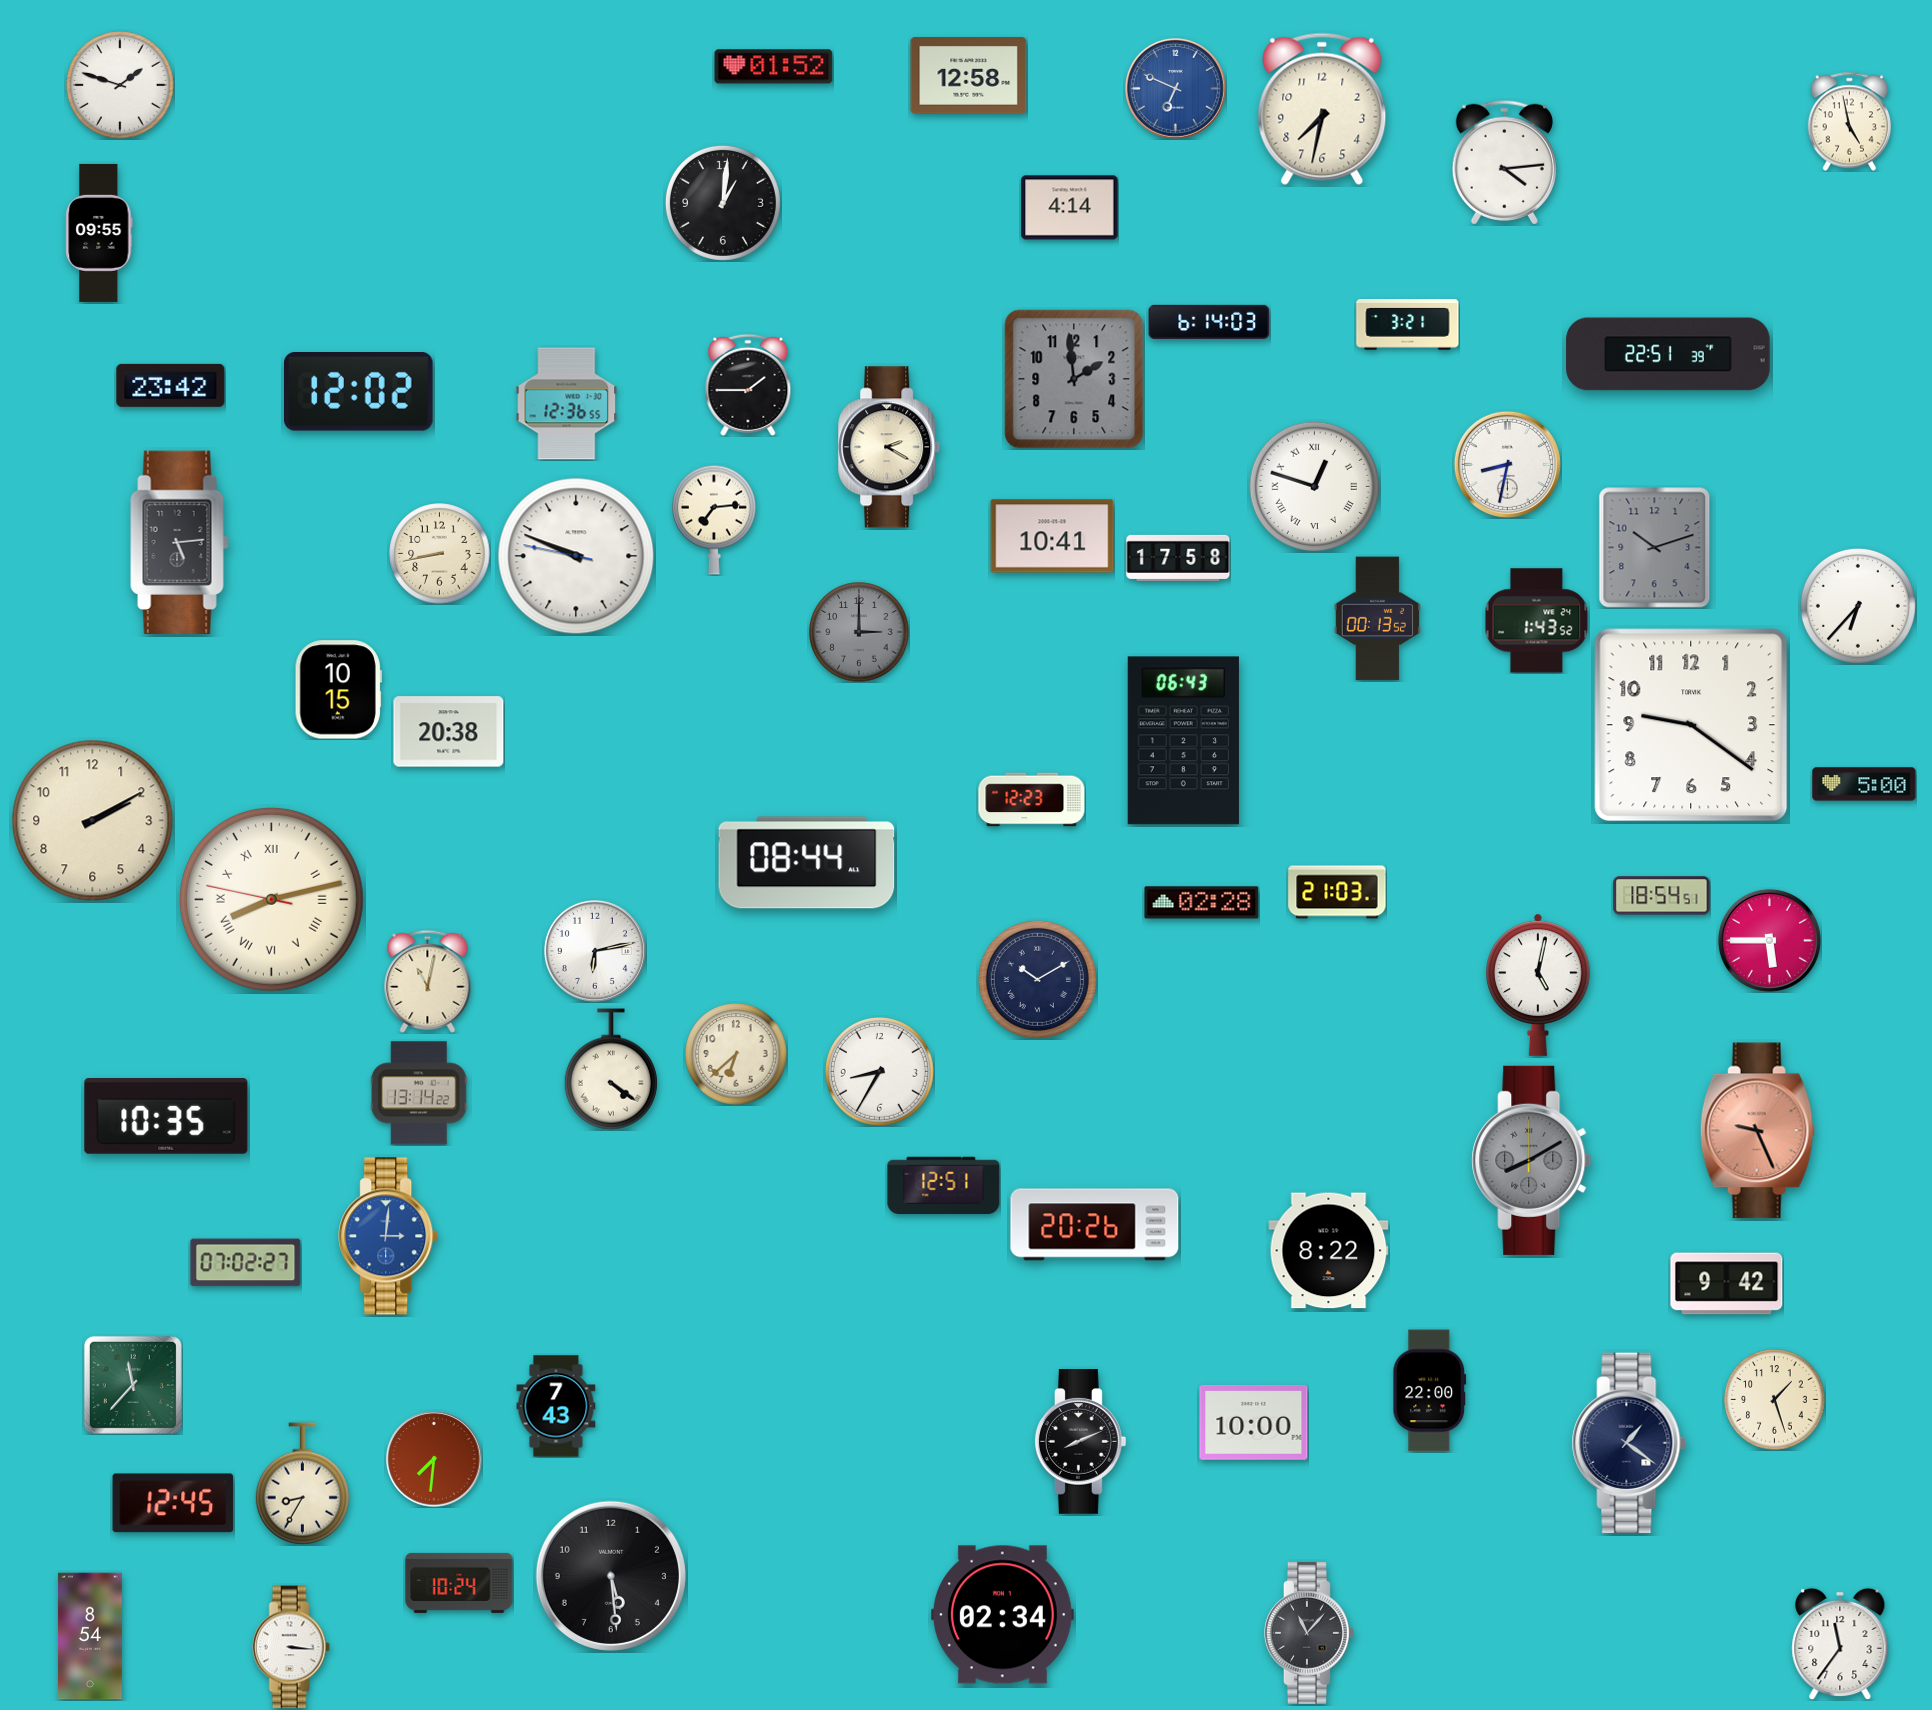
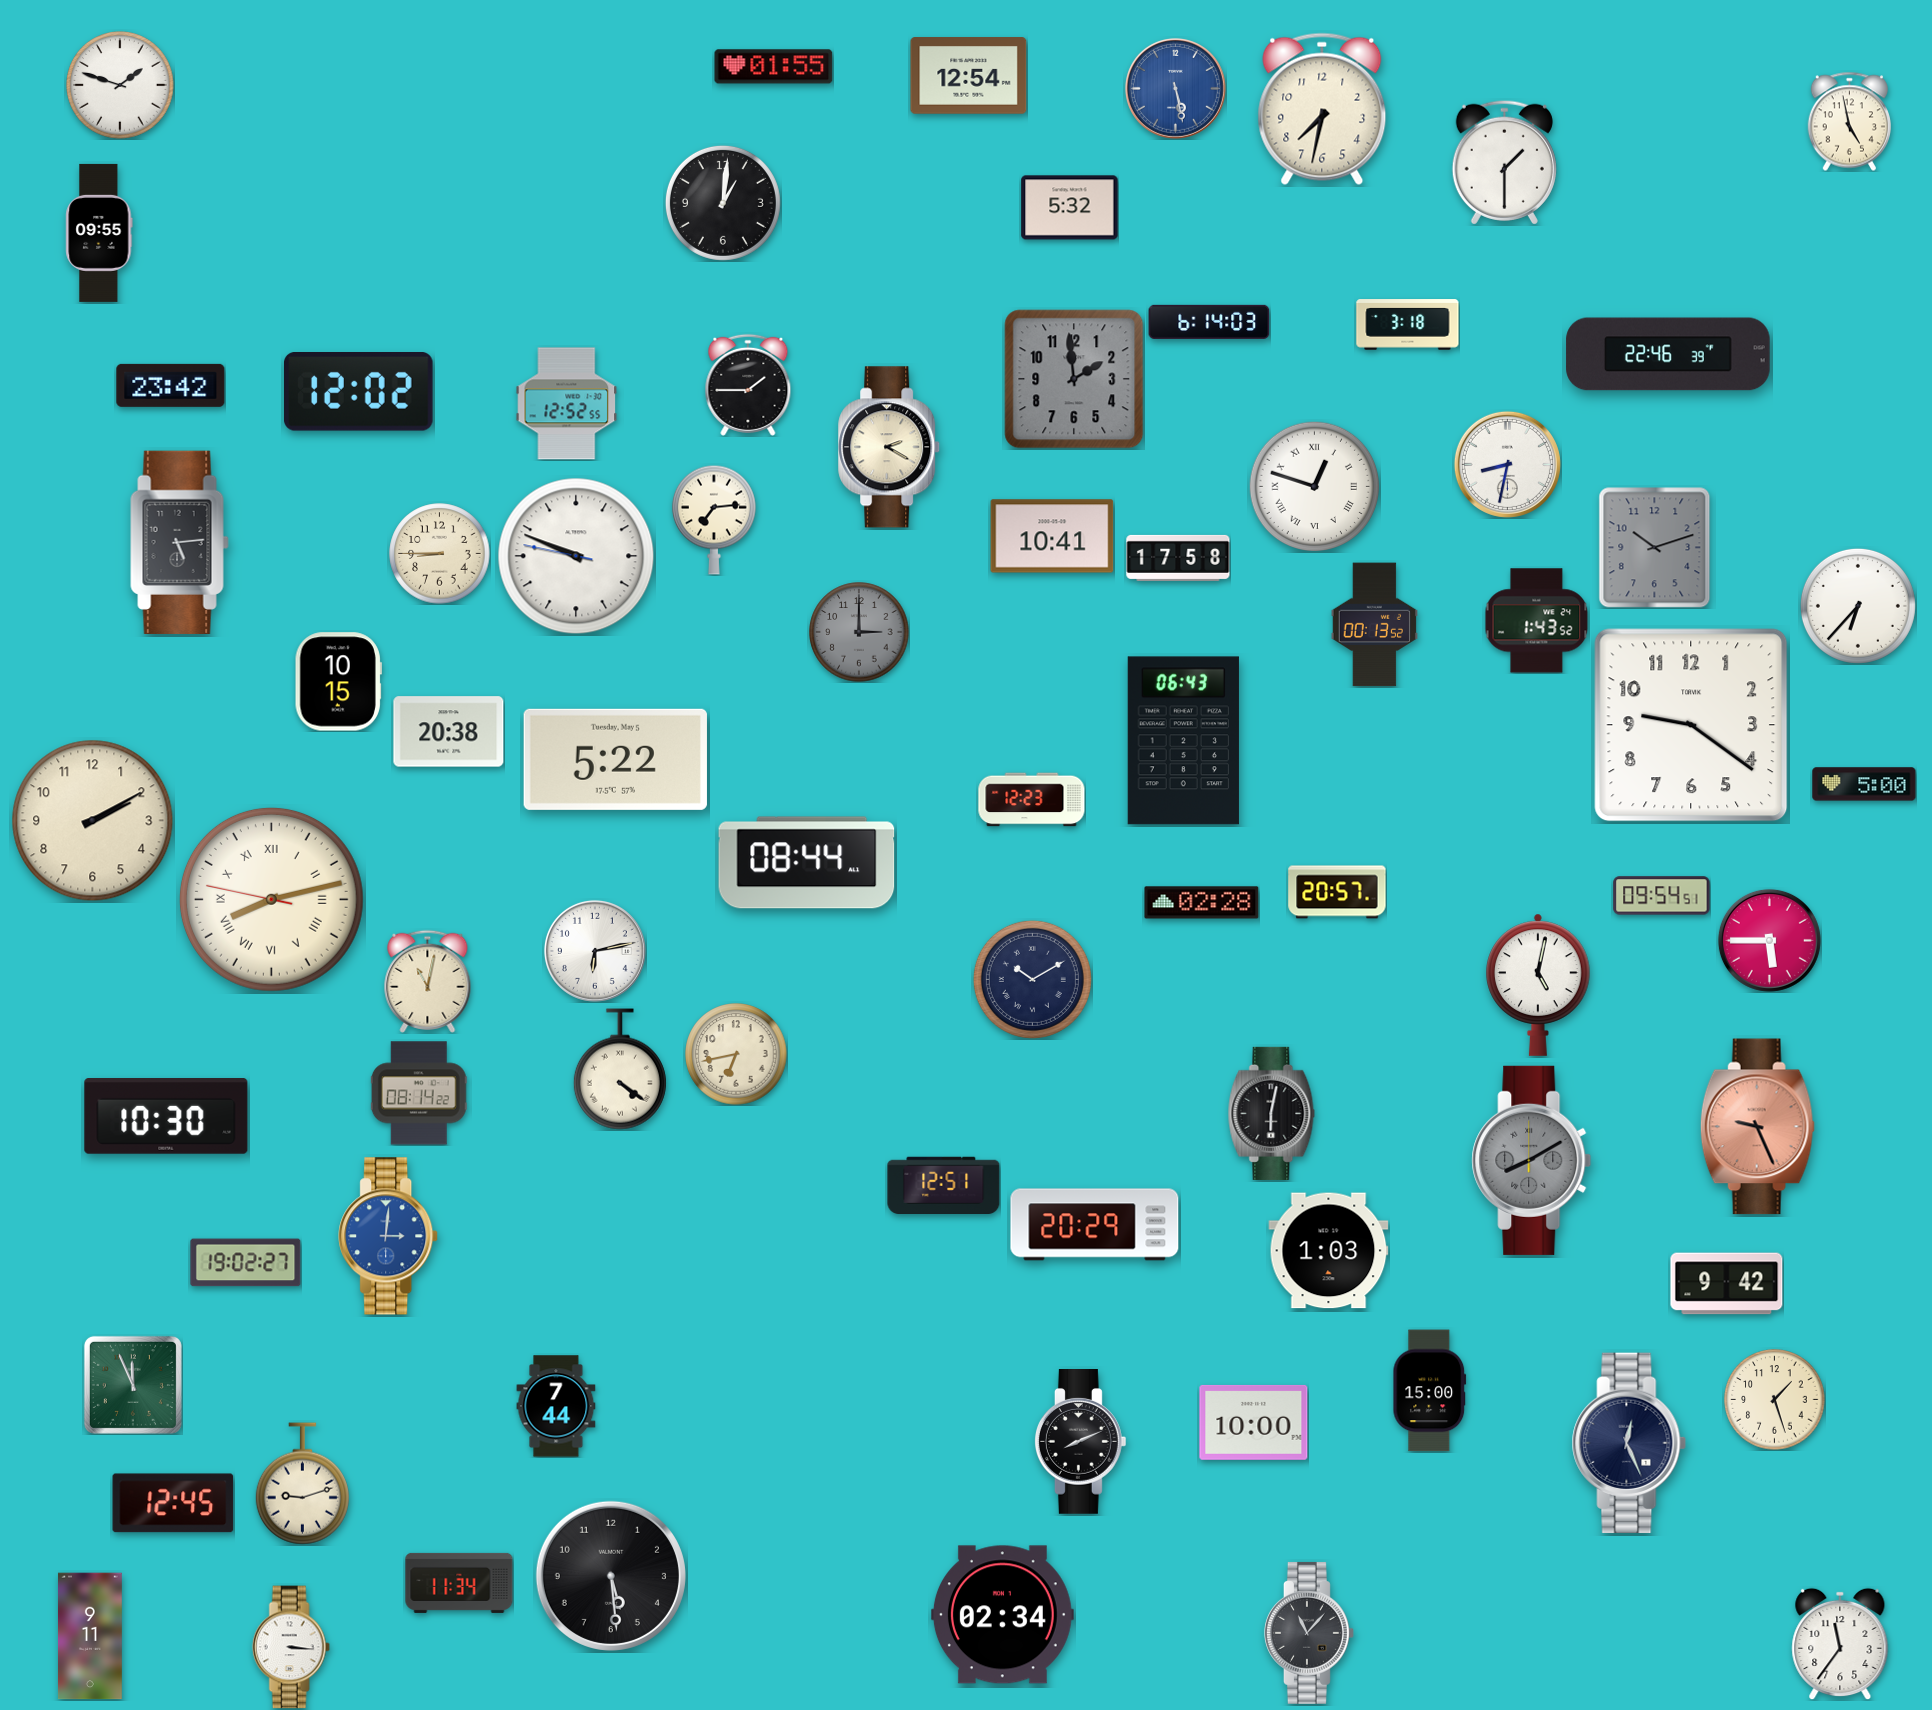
clock at (774, 67): 01:52 -> 01:55
clock at (969, 76): 12:58 -> 12:54
clock at (1175, 88): 6:49 -> 5:28
clock at (1504, 162): 4:14 -> 1:30
clock at (1070, 208): 4:14 -> 5:32
clock at (1408, 325): 3:21 -> 3:18
clock at (1668, 354): 22:51 -> 22:46
clock at (567, 404): 12:36 -> 12:52
clock at (440, 554): 8:43 -> 8:45
clock at (1377, 619) position: (1377, 619) -> (1374, 625)
clock at (338, 690) position: (338, 690) -> (338, 682)
clock at (615, 759): none -> 5:22
clock at (1337, 892): 21:03 -> 20:57
clock at (1662, 896): 18:54 -> 09:54
clock at (1037, 979) position: (1037, 979) -> (1032, 979)
clock at (736, 1054): 6:38 -> 6:43
clock at (611, 1069) position: (611, 1069) -> (620, 1069)
clock at (880, 1072): 8:35 -> none
clock at (419, 1093): 13:14 -> 08:14
clock at (1272, 1113): none -> 6:02
clock at (166, 1117): 10:35 -> 10:30
clock at (1757, 1131) position: (1757, 1131) -> (1757, 1127)
clock at (1095, 1225): 20:26 -> 20:29
clock at (1329, 1251): 8:22 -> 1:03
clock at (246, 1263): 07:02 -> 19:02
clock at (133, 1385): 11:37 -> 11:56
clock at (1430, 1391): 22:00 -> 15:00
clock at (556, 1406): 7:43 -> 7:44
clock at (1629, 1443): 1:21 -> 12:26
clock at (434, 1459): 7:31 -> none
clock at (302, 1484): 8:35 -> 9:12
clock at (459, 1583): 10:24 -> 11:34
clock at (90, 1636): 8:54 -> 9:11
